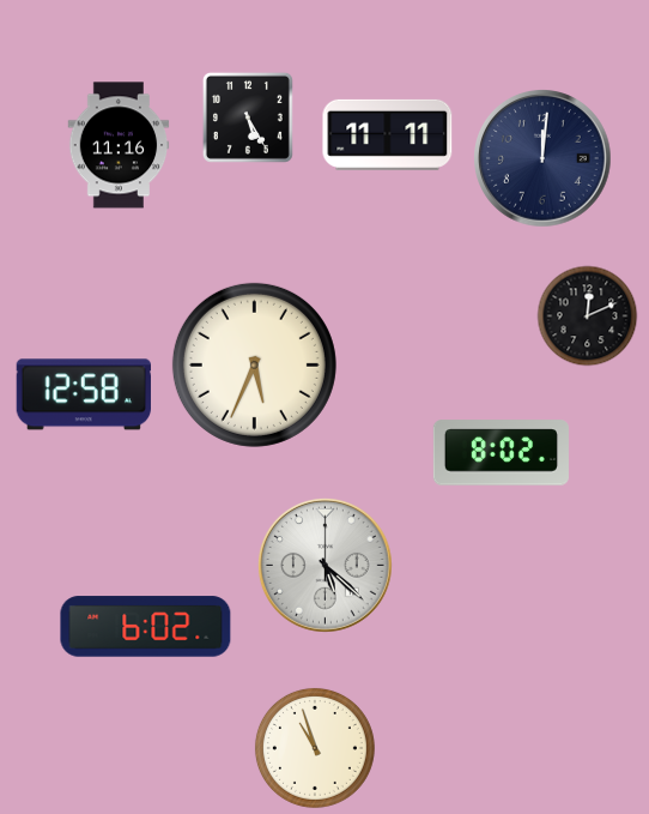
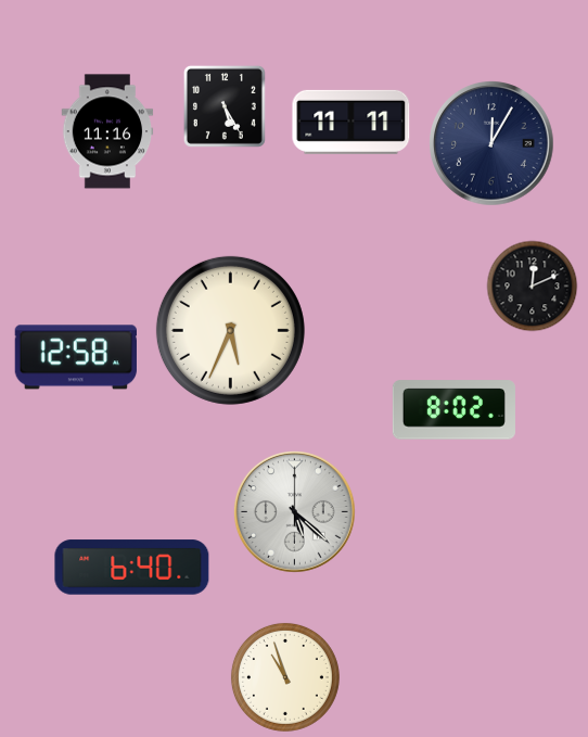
clock at (544, 159): 12:01 -> 12:05
clock at (146, 627): 6:02 -> 6:40
